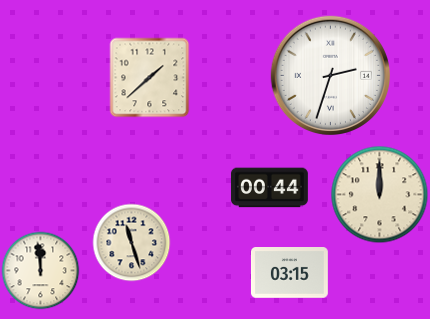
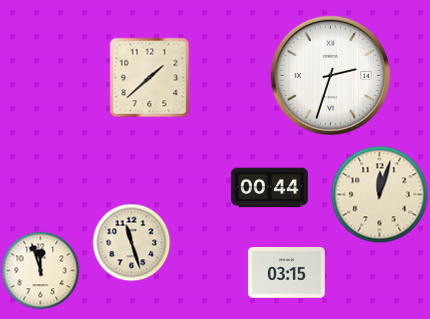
clock at (379, 194): 12:00 -> 12:03
clock at (40, 270): 11:59 -> 11:57
clock at (289, 273) position: (289, 273) -> (286, 273)
